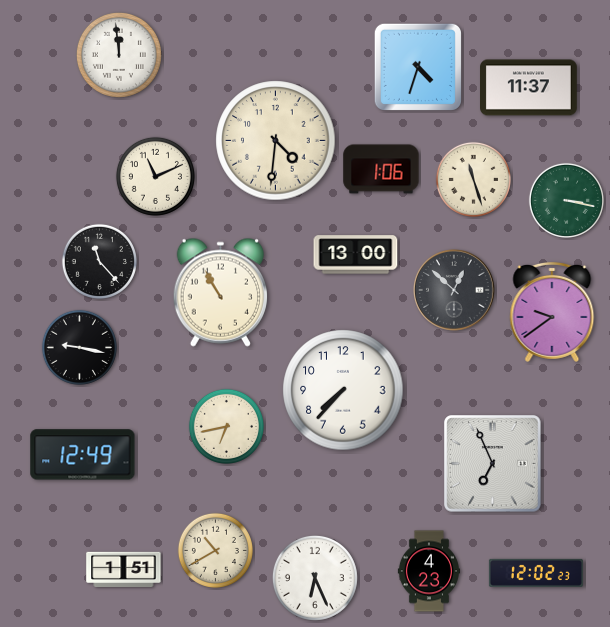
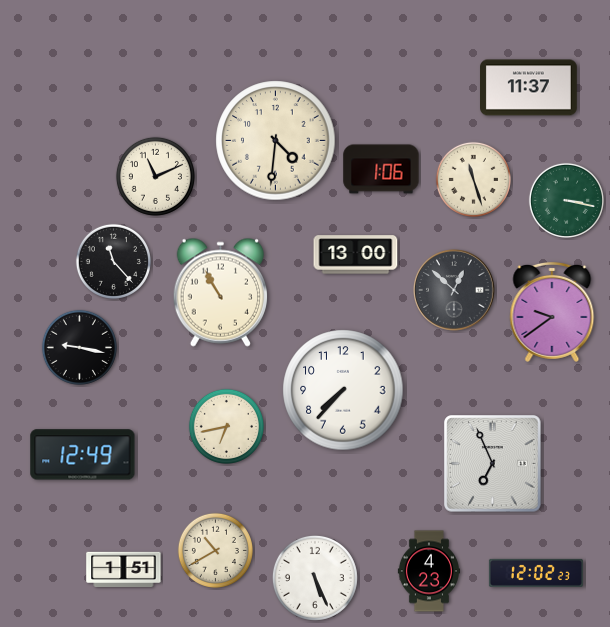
clock at (119, 55): 11:59 -> none
clock at (418, 67): 4:33 -> none
clock at (99, 261) position: (99, 261) -> (113, 261)
clock at (315, 578): 6:26 -> 5:26
